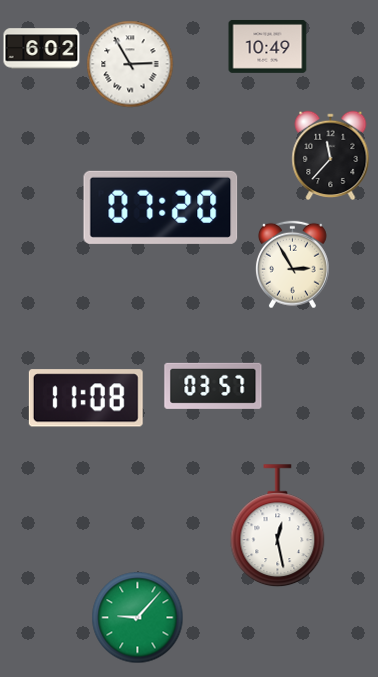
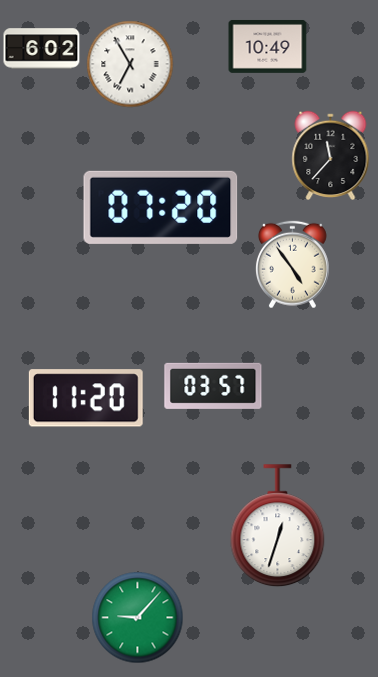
clock at (130, 64): 2:55 -> 6:55
clock at (292, 265): 2:55 -> 4:54
clock at (86, 398): 11:08 -> 11:20
clock at (278, 526): 12:28 -> 12:33
